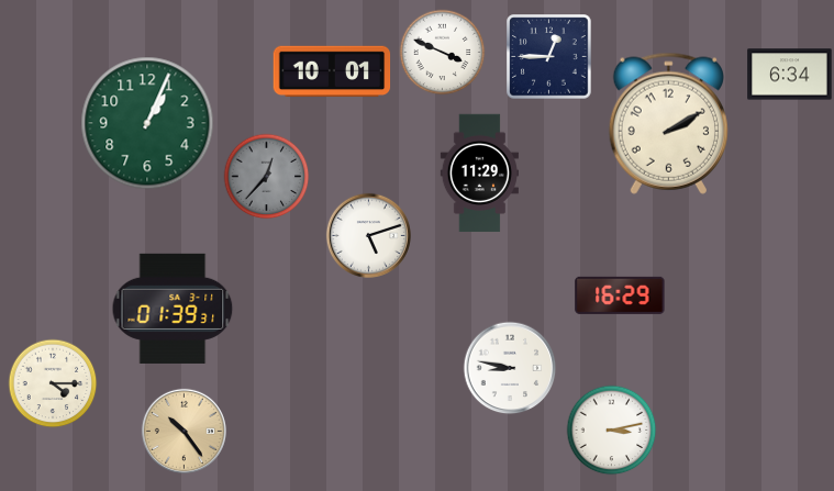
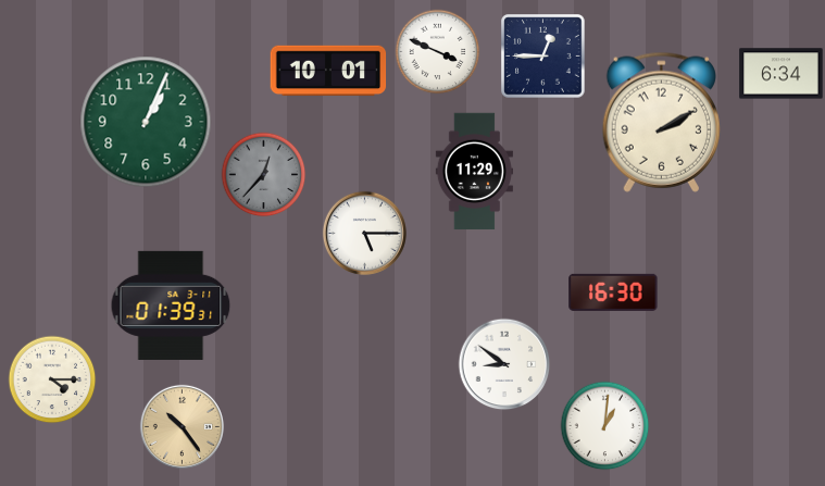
clock at (368, 235): 5:12 -> 5:15
clock at (620, 295): 16:29 -> 16:30
clock at (510, 368): 8:47 -> 8:51
clock at (611, 429): 3:13 -> 1:01
